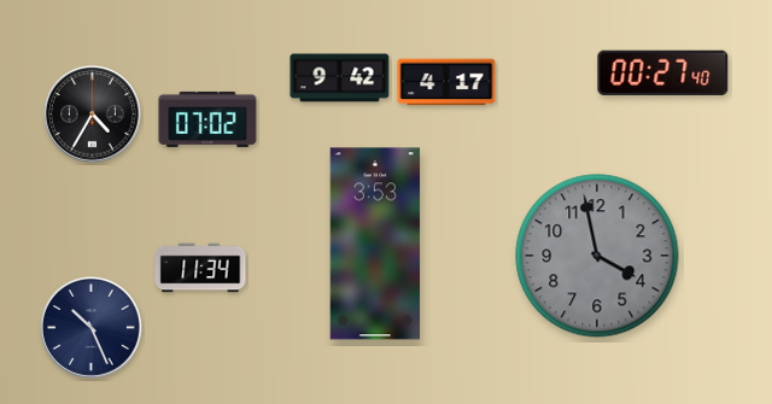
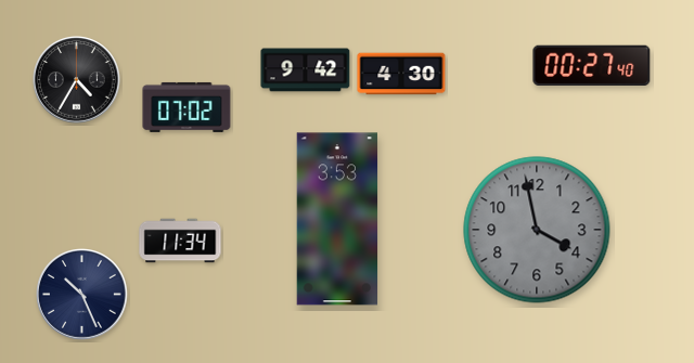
clock at (663, 72) position: (663, 72) -> (592, 65)
clock at (446, 82): 4:17 -> 4:30
clock at (93, 115) position: (93, 115) -> (77, 80)
